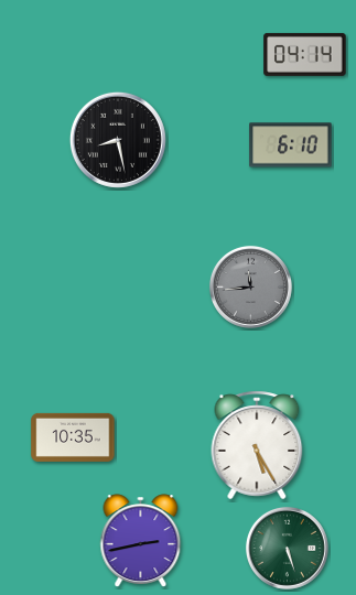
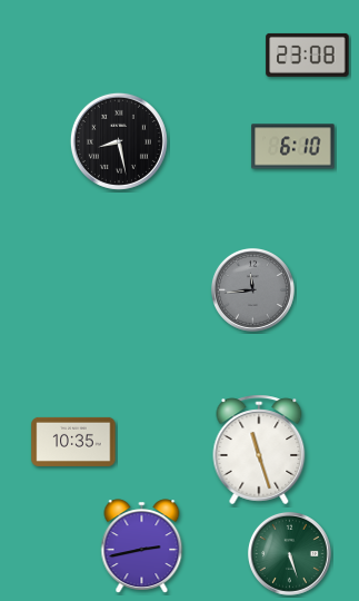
clock at (305, 54): 04:14 -> 23:08
clock at (257, 445): 5:25 -> 11:27
